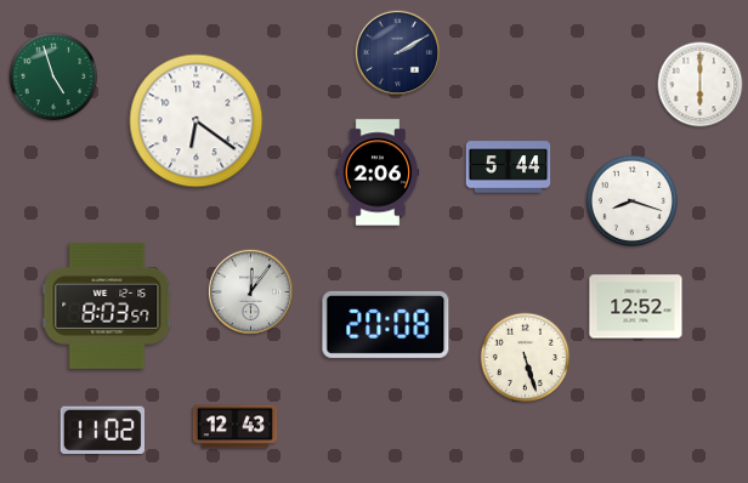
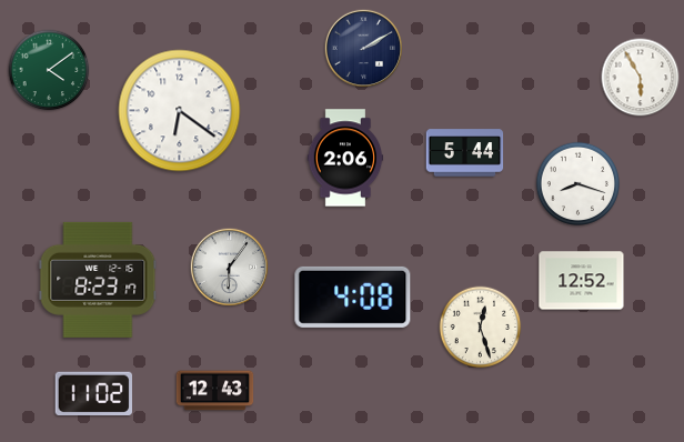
clock at (53, 76): 4:57 -> 4:09
clock at (701, 85): 6:00 -> 5:55
clock at (250, 291): 12:06 -> 6:06
clock at (107, 306): 8:03 -> 8:23
clock at (386, 324): 20:08 -> 4:08
clock at (526, 358): 5:27 -> 12:27
